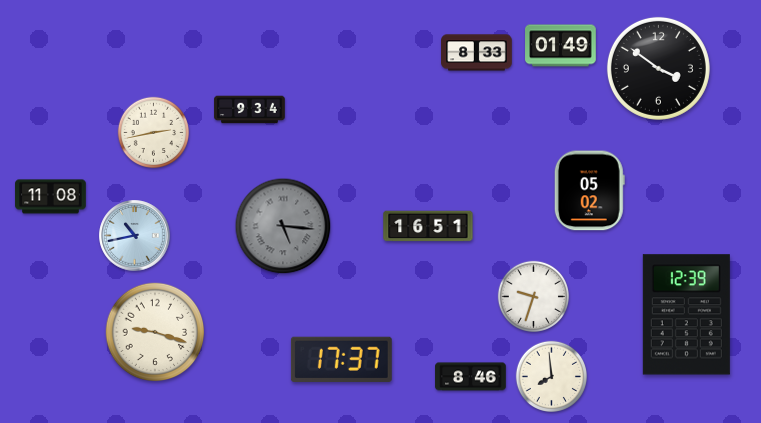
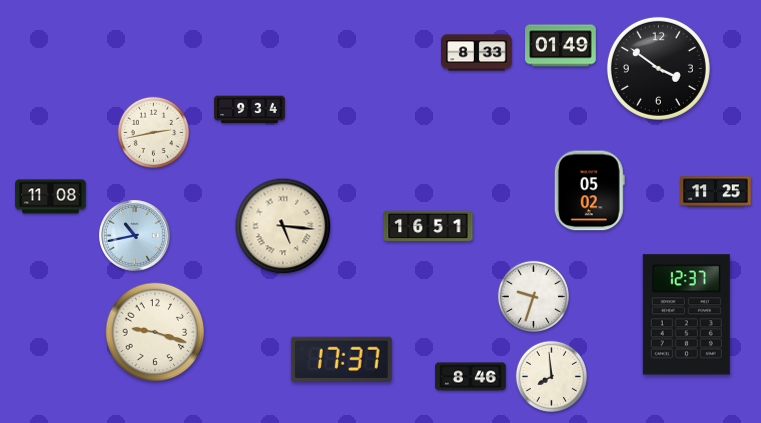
clock at (716, 192): none -> 11:25
clock at (283, 226) dial: grey -> cream
clock at (686, 315): 12:39 -> 12:37
